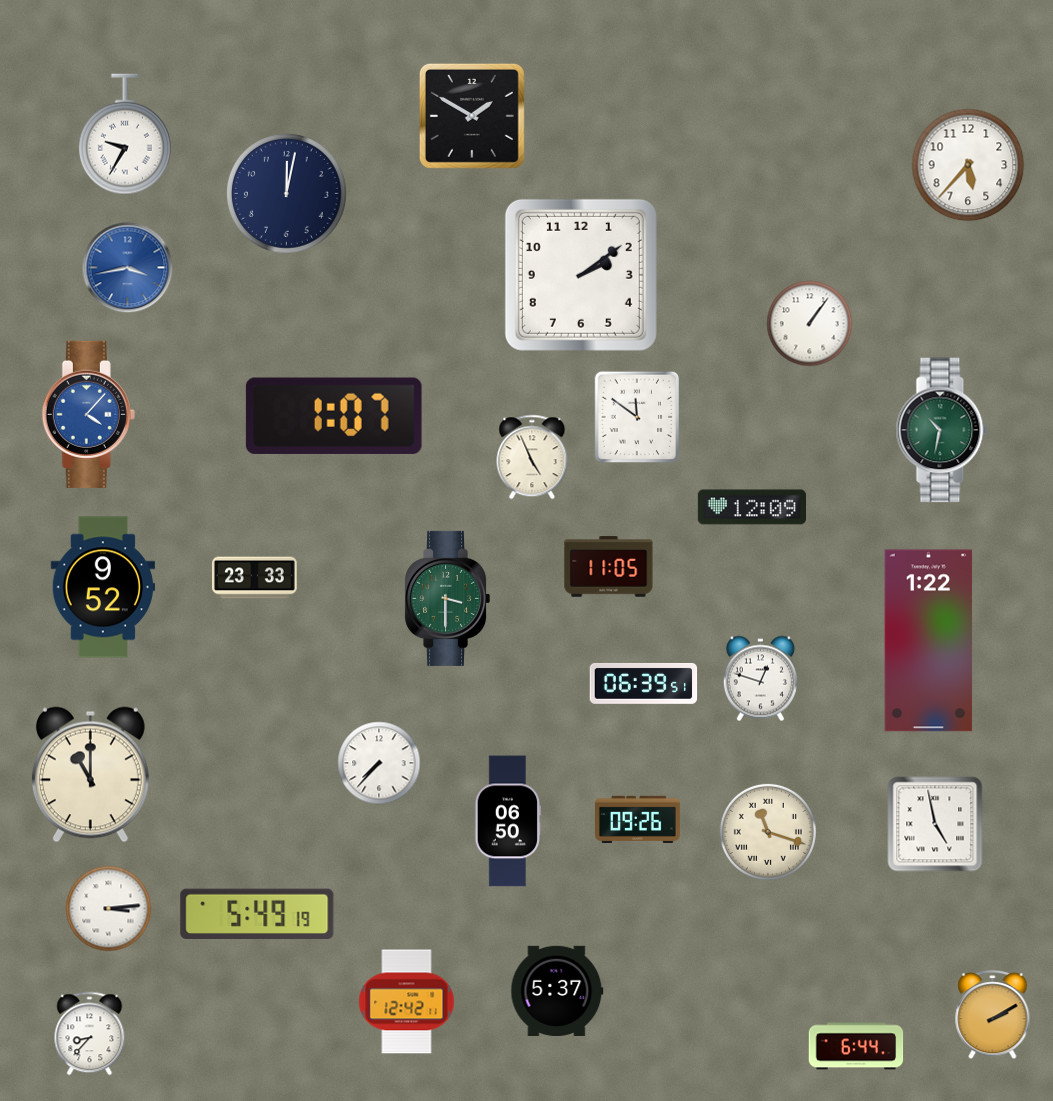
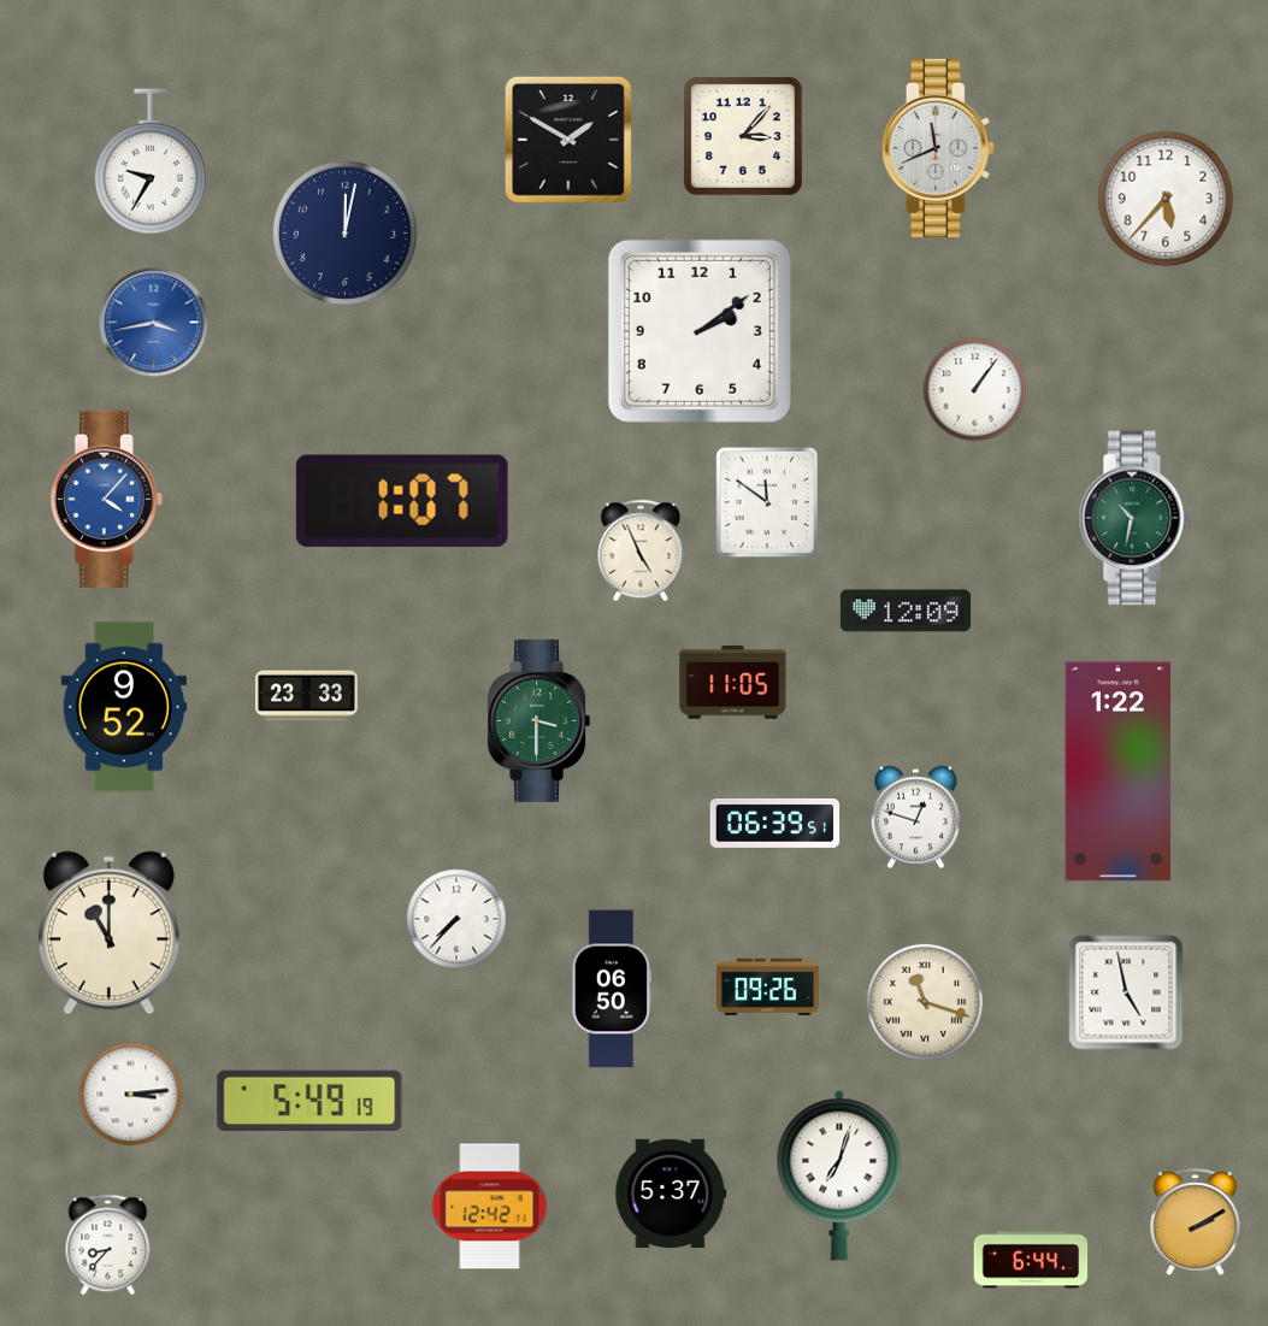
clock at (743, 136): none -> 3:07
clock at (938, 148): none -> 11:41
clock at (839, 1175): none -> 7:03
